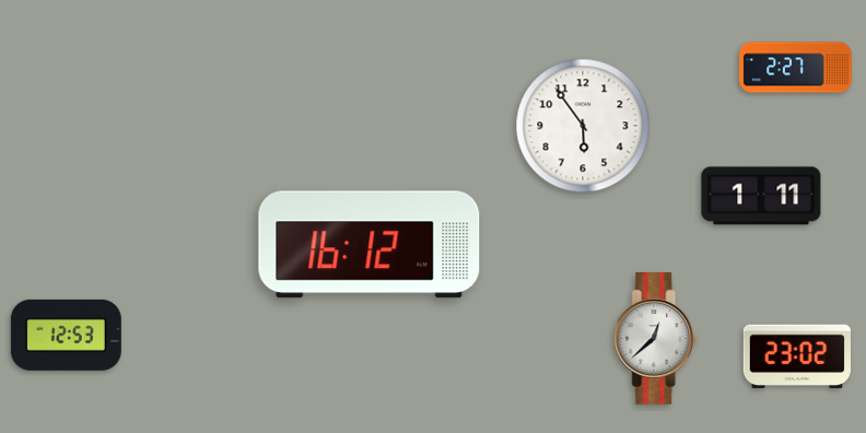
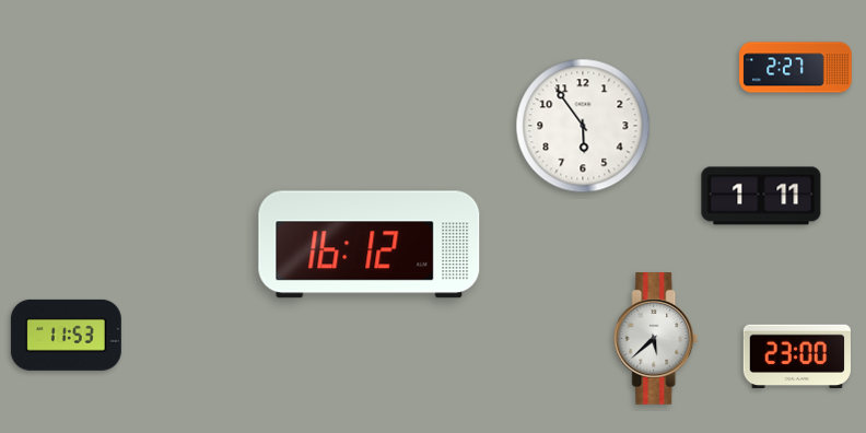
clock at (66, 335): 12:53 -> 11:53
clock at (656, 339): 12:38 -> 5:38
clock at (796, 356): 23:02 -> 23:00
